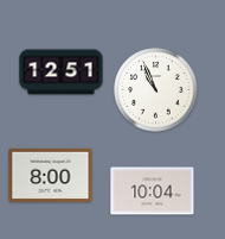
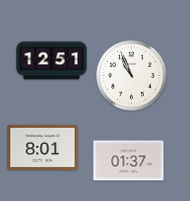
clock at (51, 175): 8:00 -> 8:01
clock at (153, 191): 10:04 -> 01:37
